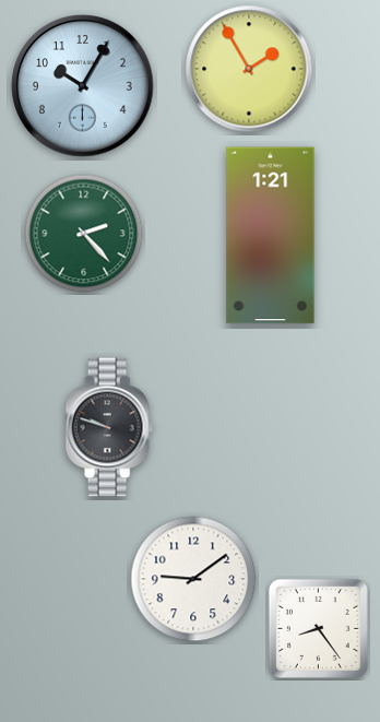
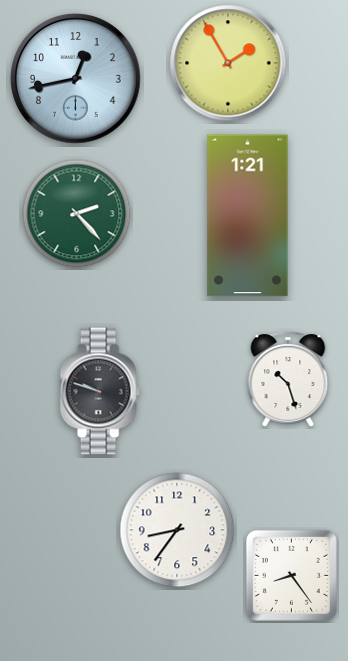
clock at (83, 86): 10:05 -> 12:43
clock at (288, 379): none -> 10:27
clock at (193, 579): 9:09 -> 8:36
